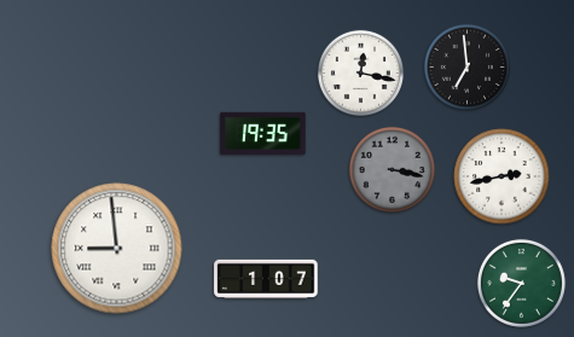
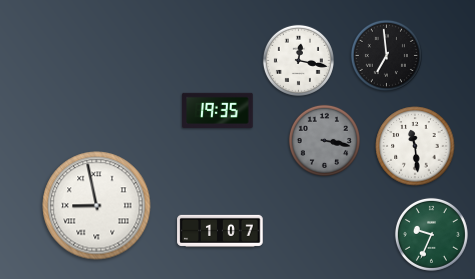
clock at (501, 176): 2:43 -> 11:29
clock at (117, 249): 8:59 -> 8:58
clock at (521, 283): 9:36 -> 9:34
